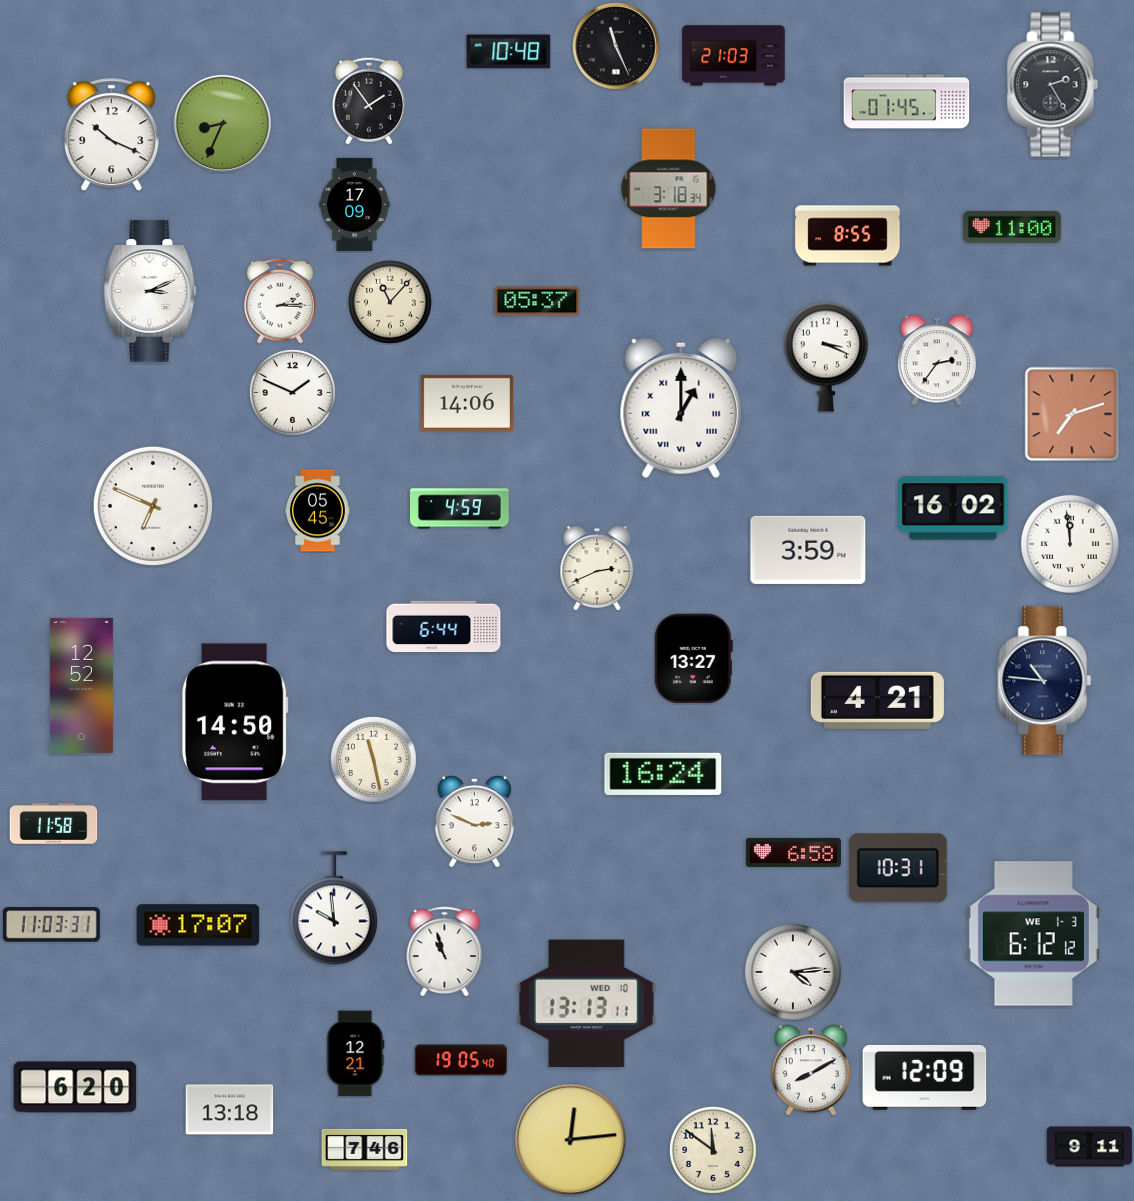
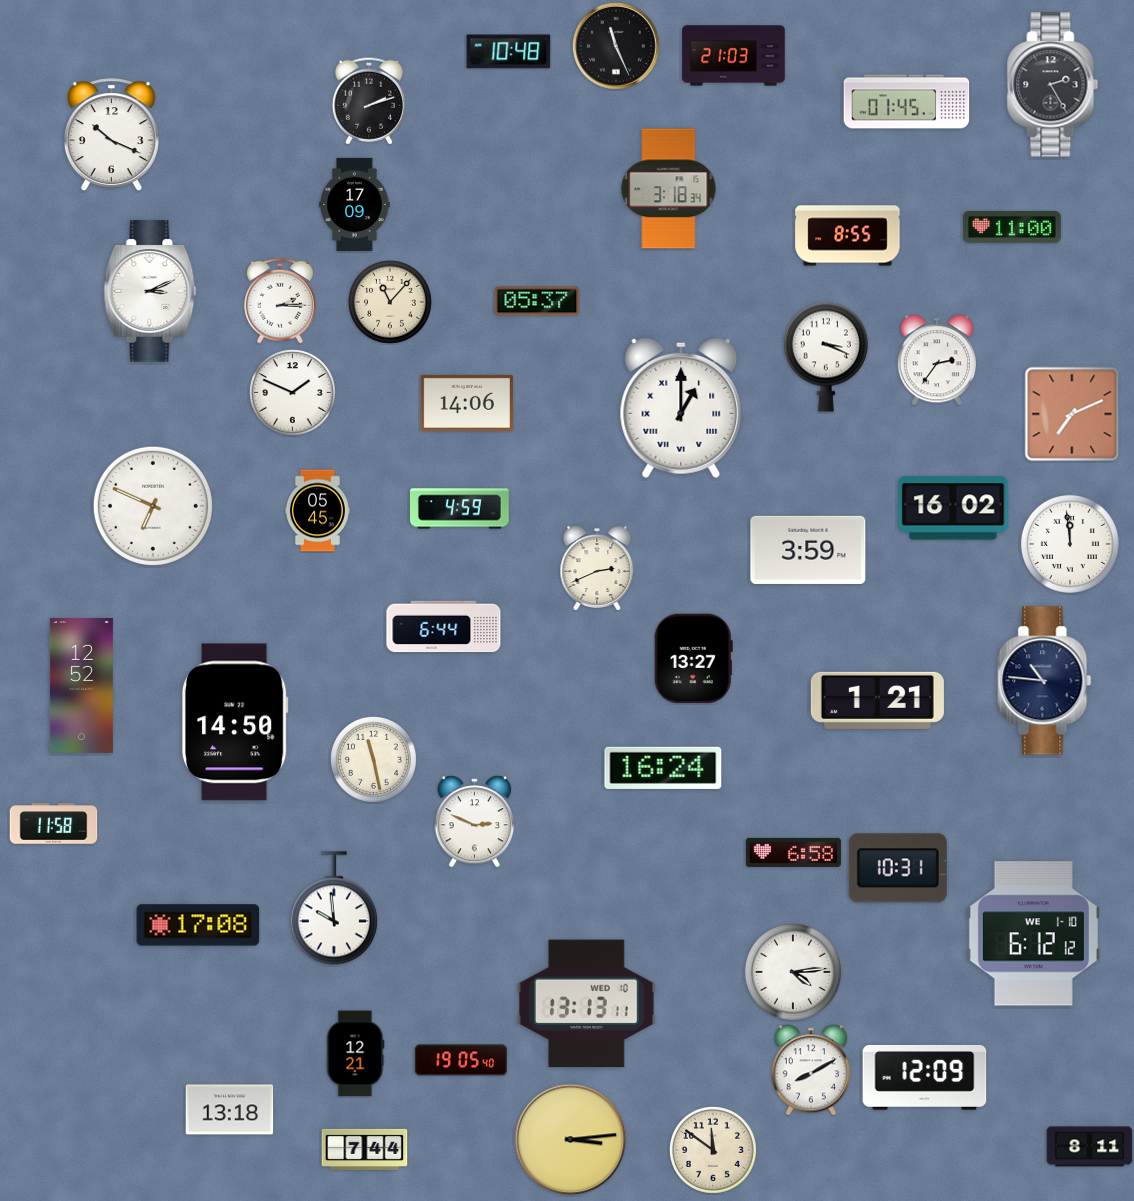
clock at (369, 101): 1:54 -> 2:12
clock at (222, 123): 8:34 -> none
clock at (1072, 414): 7:12 -> 7:11
clock at (877, 700): 4:21 -> 1:21
clock at (663, 774) position: (663, 774) -> (663, 768)
clock at (51, 925): 11:03 -> none
clock at (198, 925): 17:07 -> 17:08
clock at (1033, 934) date: WE 1-3 -> WE 1-10
clock at (445, 952): 10:57 -> none
clock at (75, 1087): 6:20 -> none
clock at (571, 1140): 12:14 -> 3:14
clock at (1090, 1147): 9:11 -> 8:11
clock at (365, 1149): 7:46 -> 7:44
